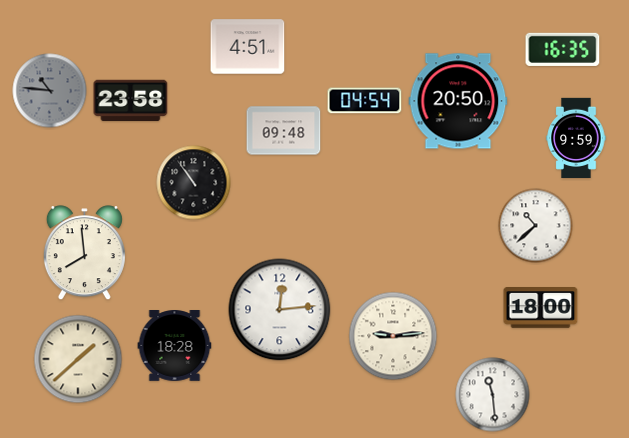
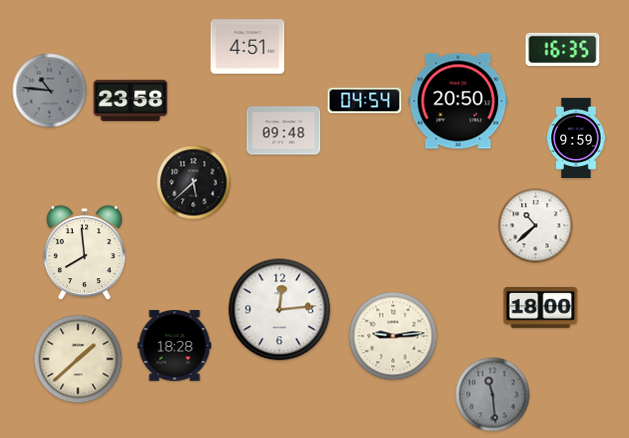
clock at (194, 183): 10:54 -> 5:38
clock at (493, 395) dial: white -> grey
